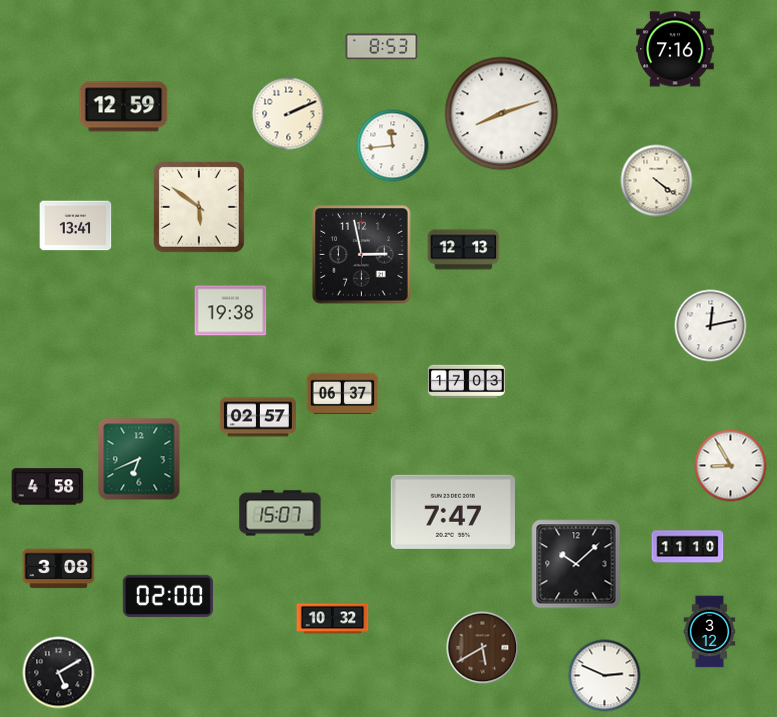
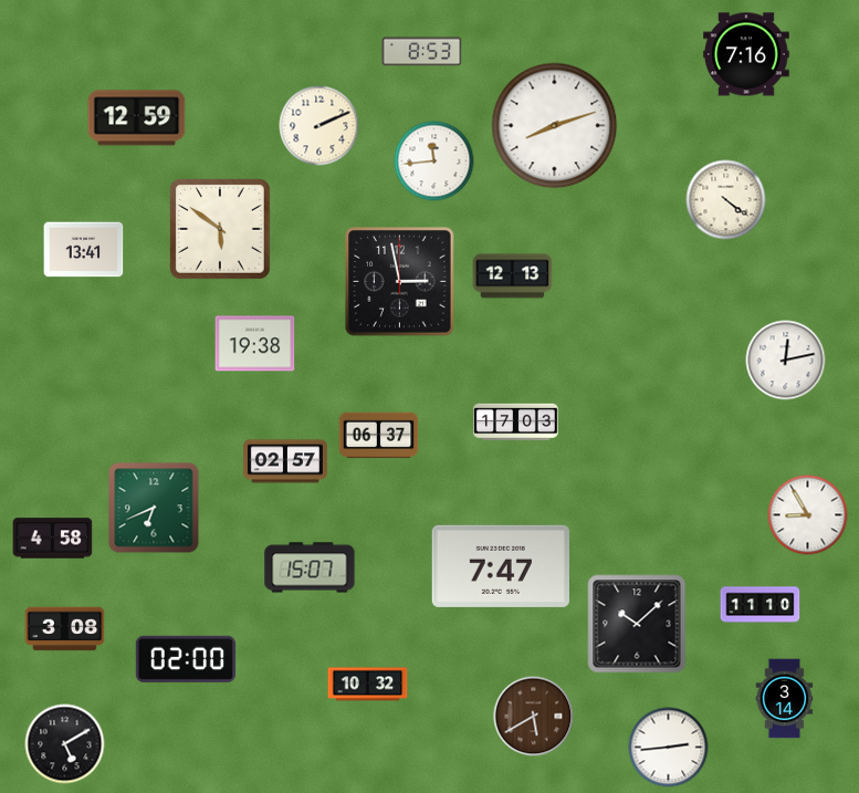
clock at (710, 632): 3:12 -> 3:14
clock at (605, 676): 2:49 -> 2:44
